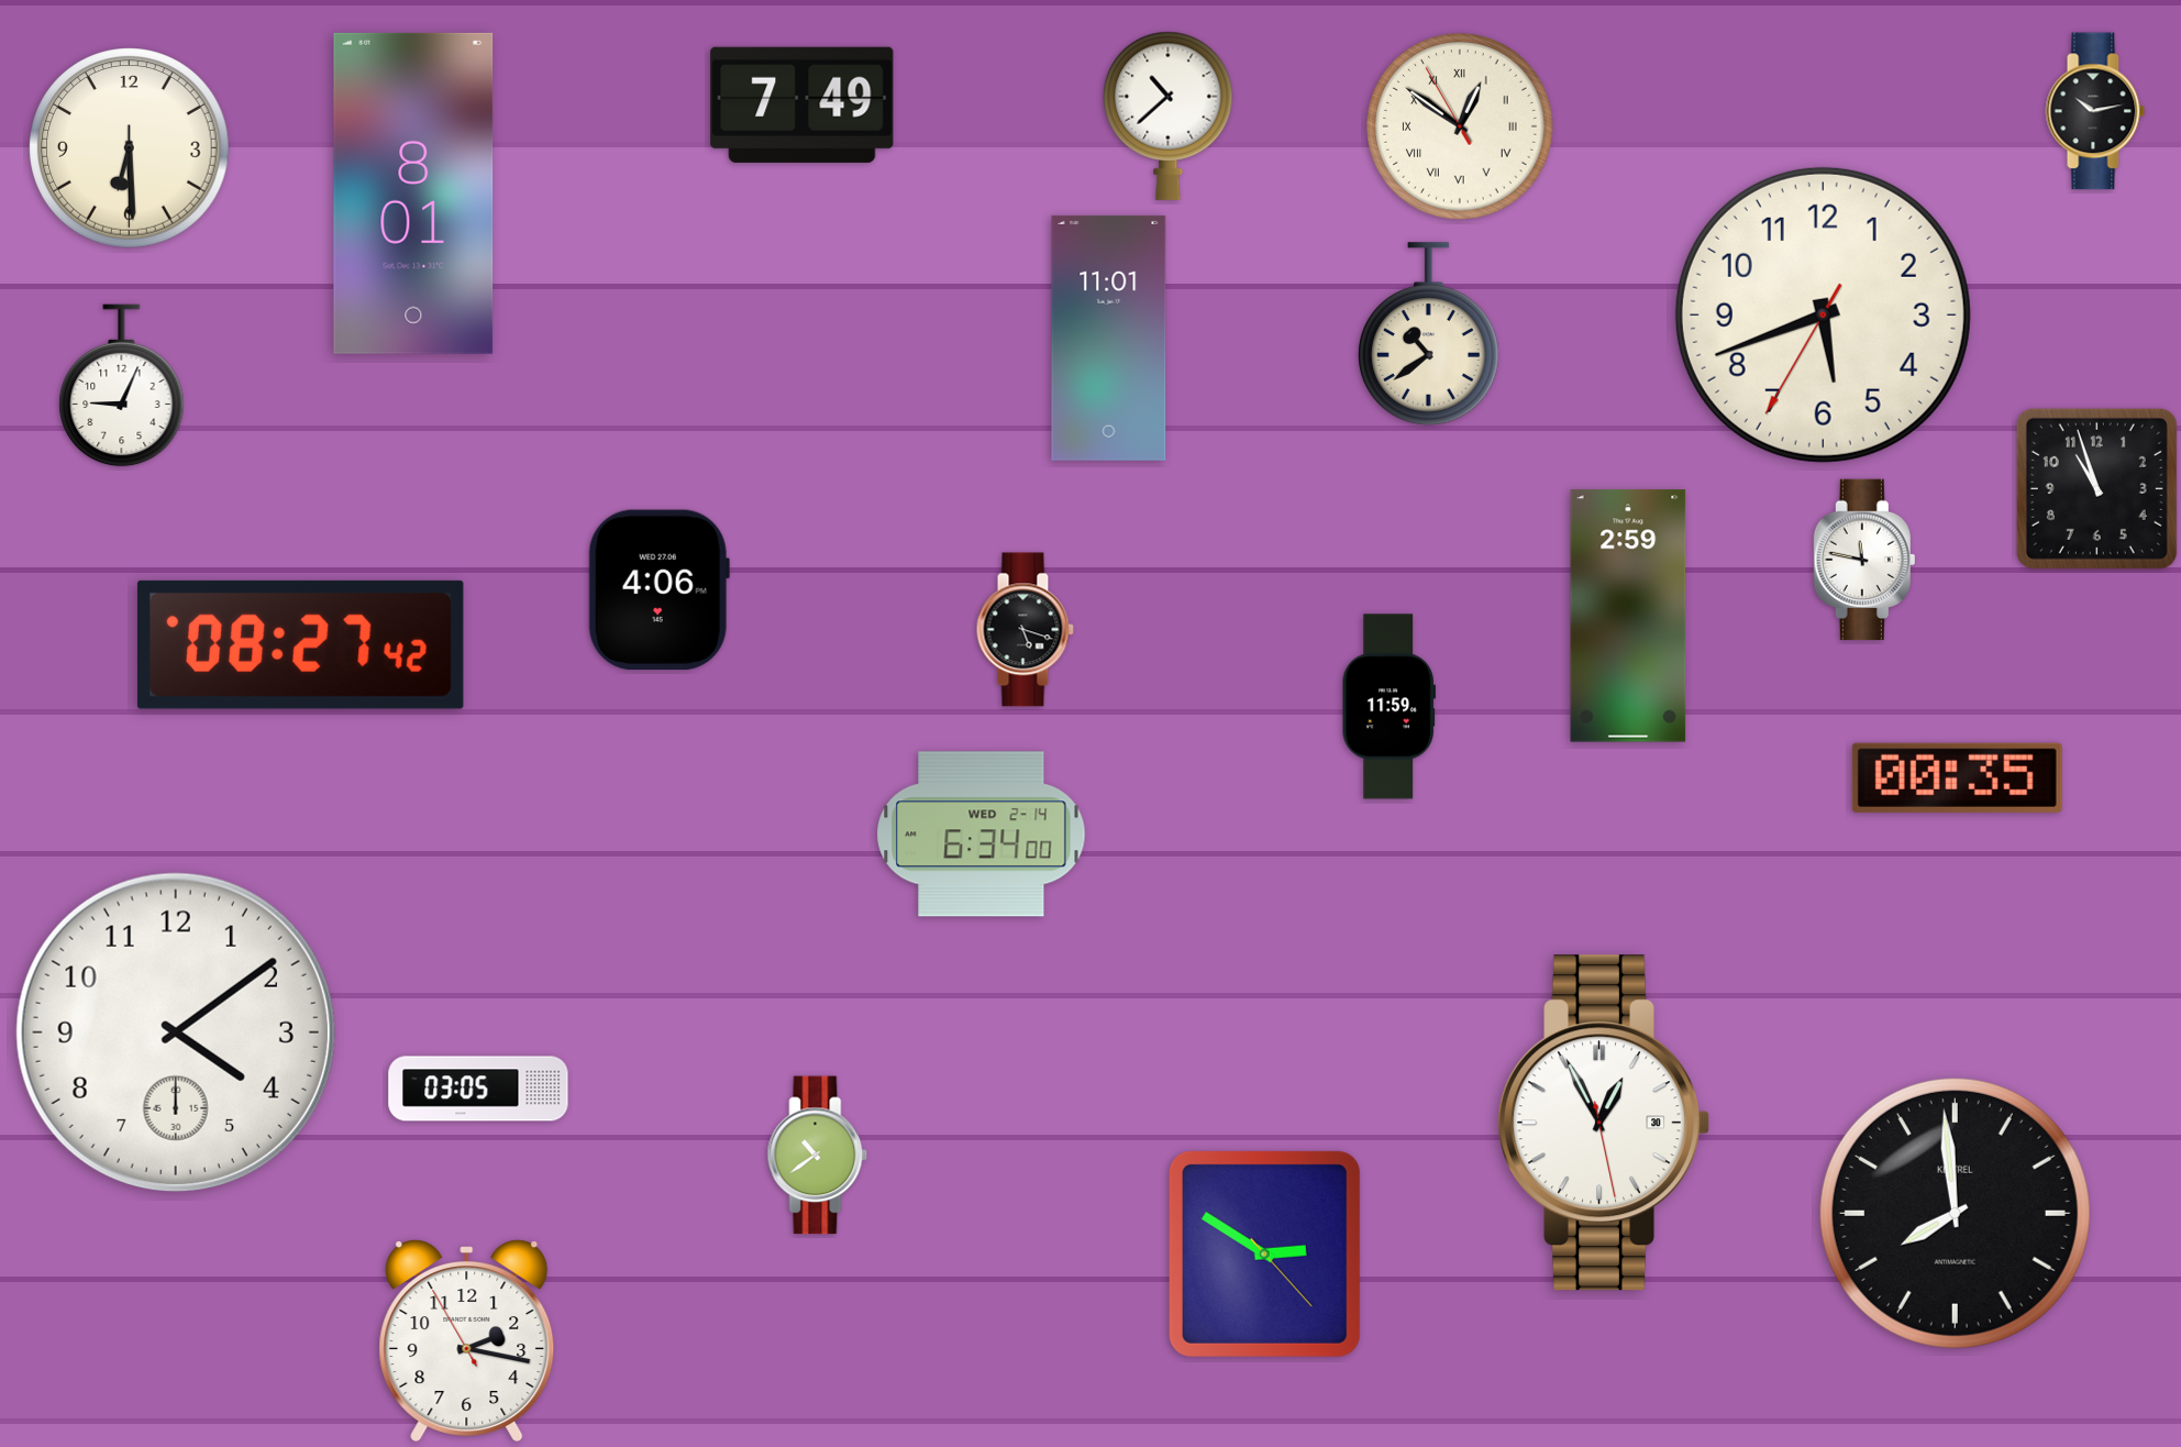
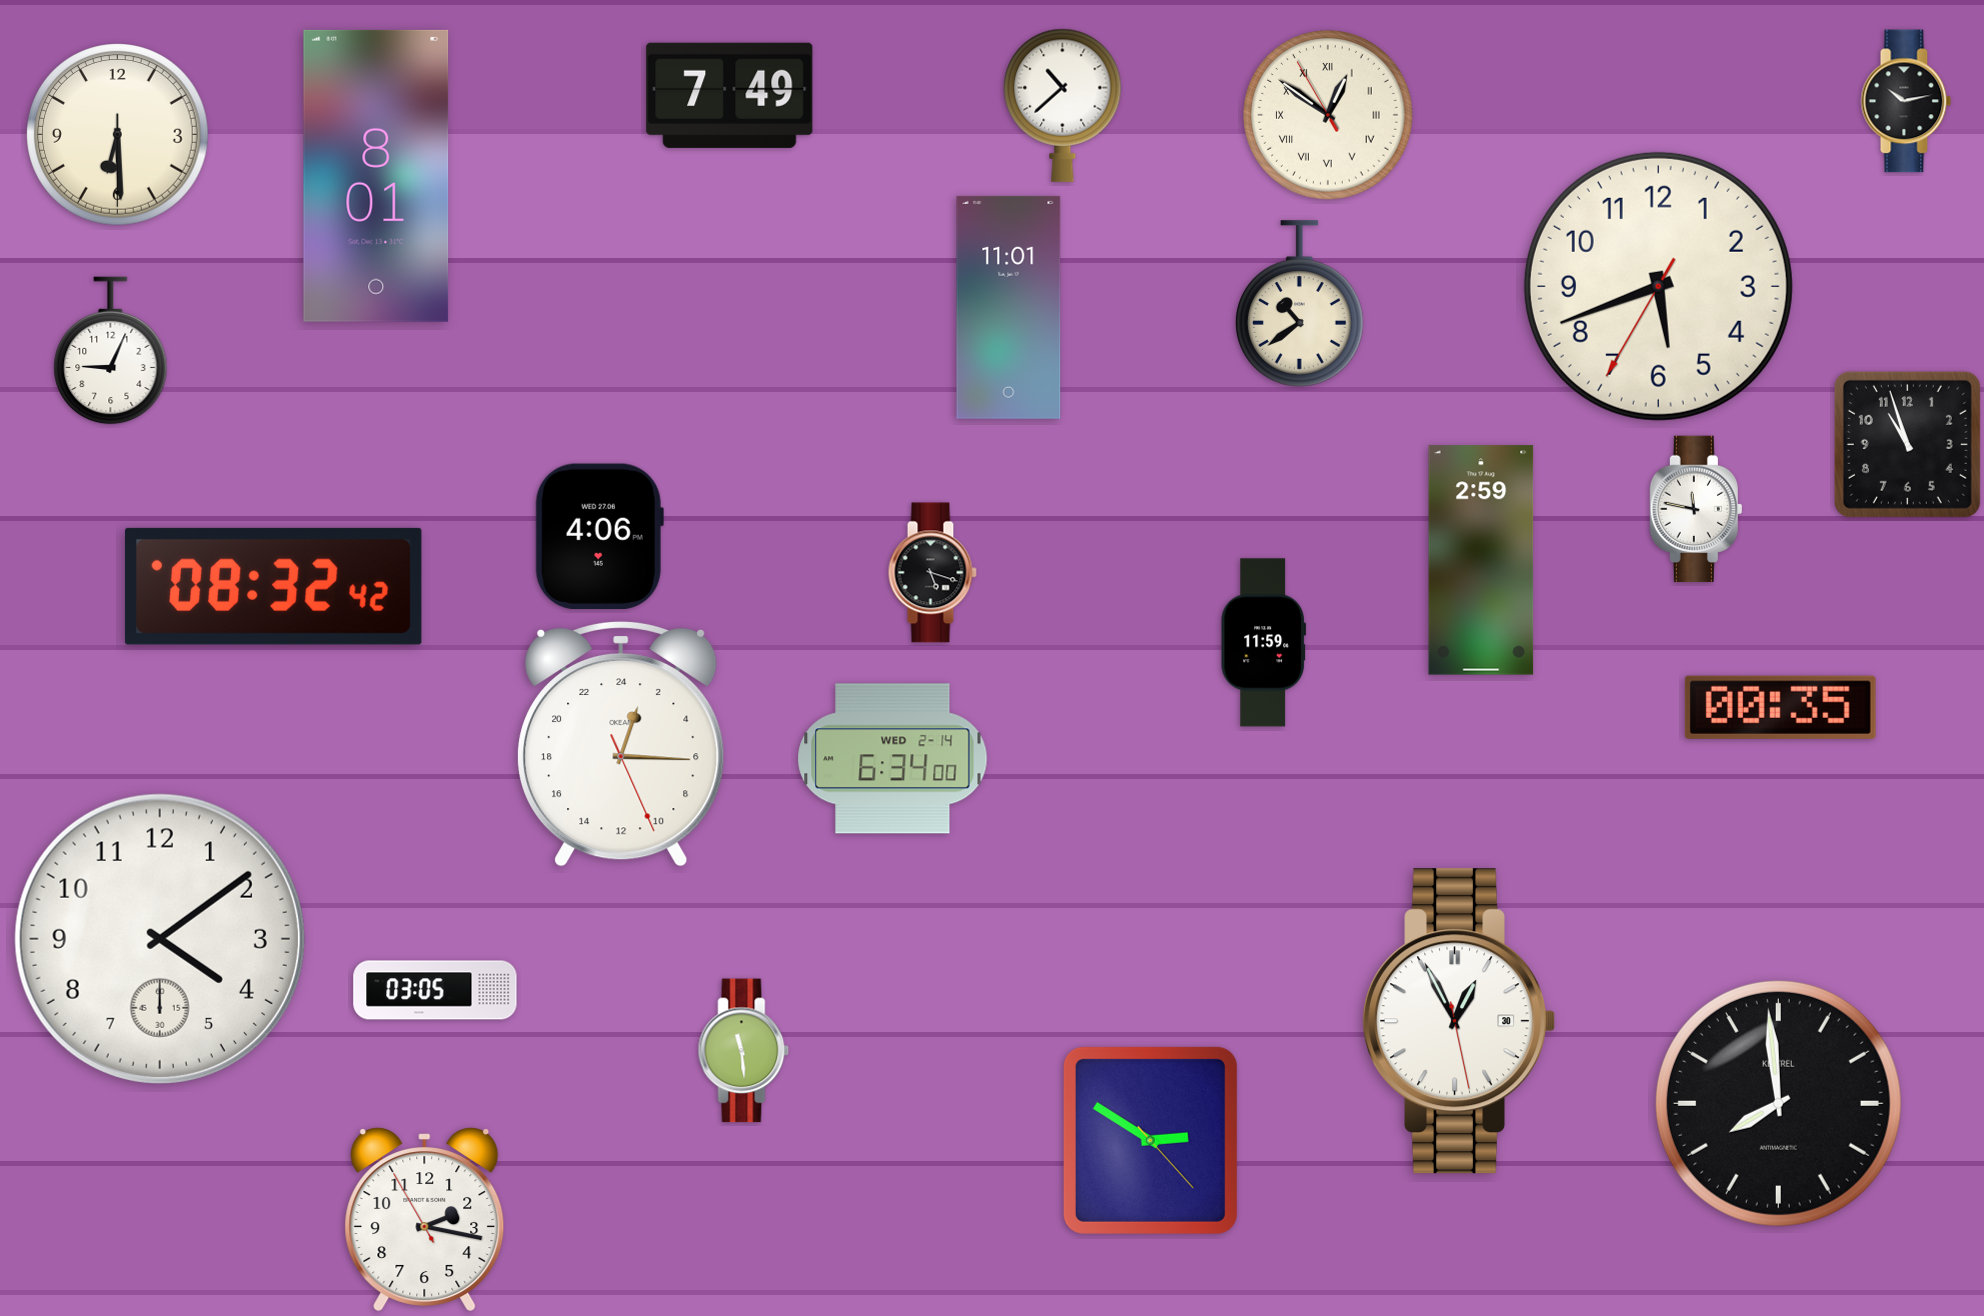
clock at (300, 644): 08:27 -> 08:32
clock at (621, 744): none -> 1:15
clock at (818, 1156): 10:39 -> 11:29
